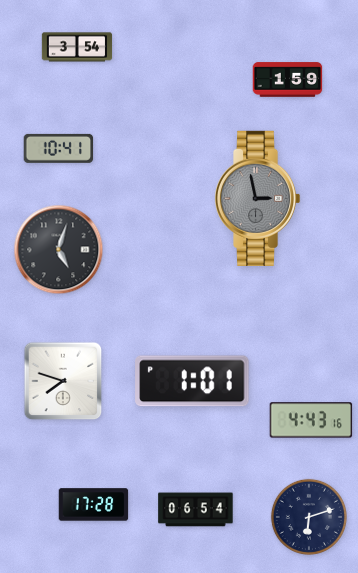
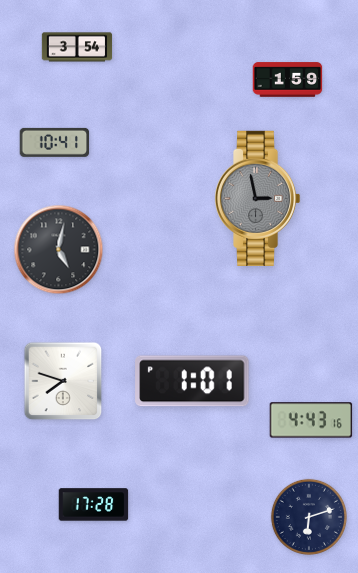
clock at (59, 148) position: (59, 148) -> (55, 142)
clock at (59, 250): 5:03 -> 5:02
clock at (196, 510): 06:54 -> none
